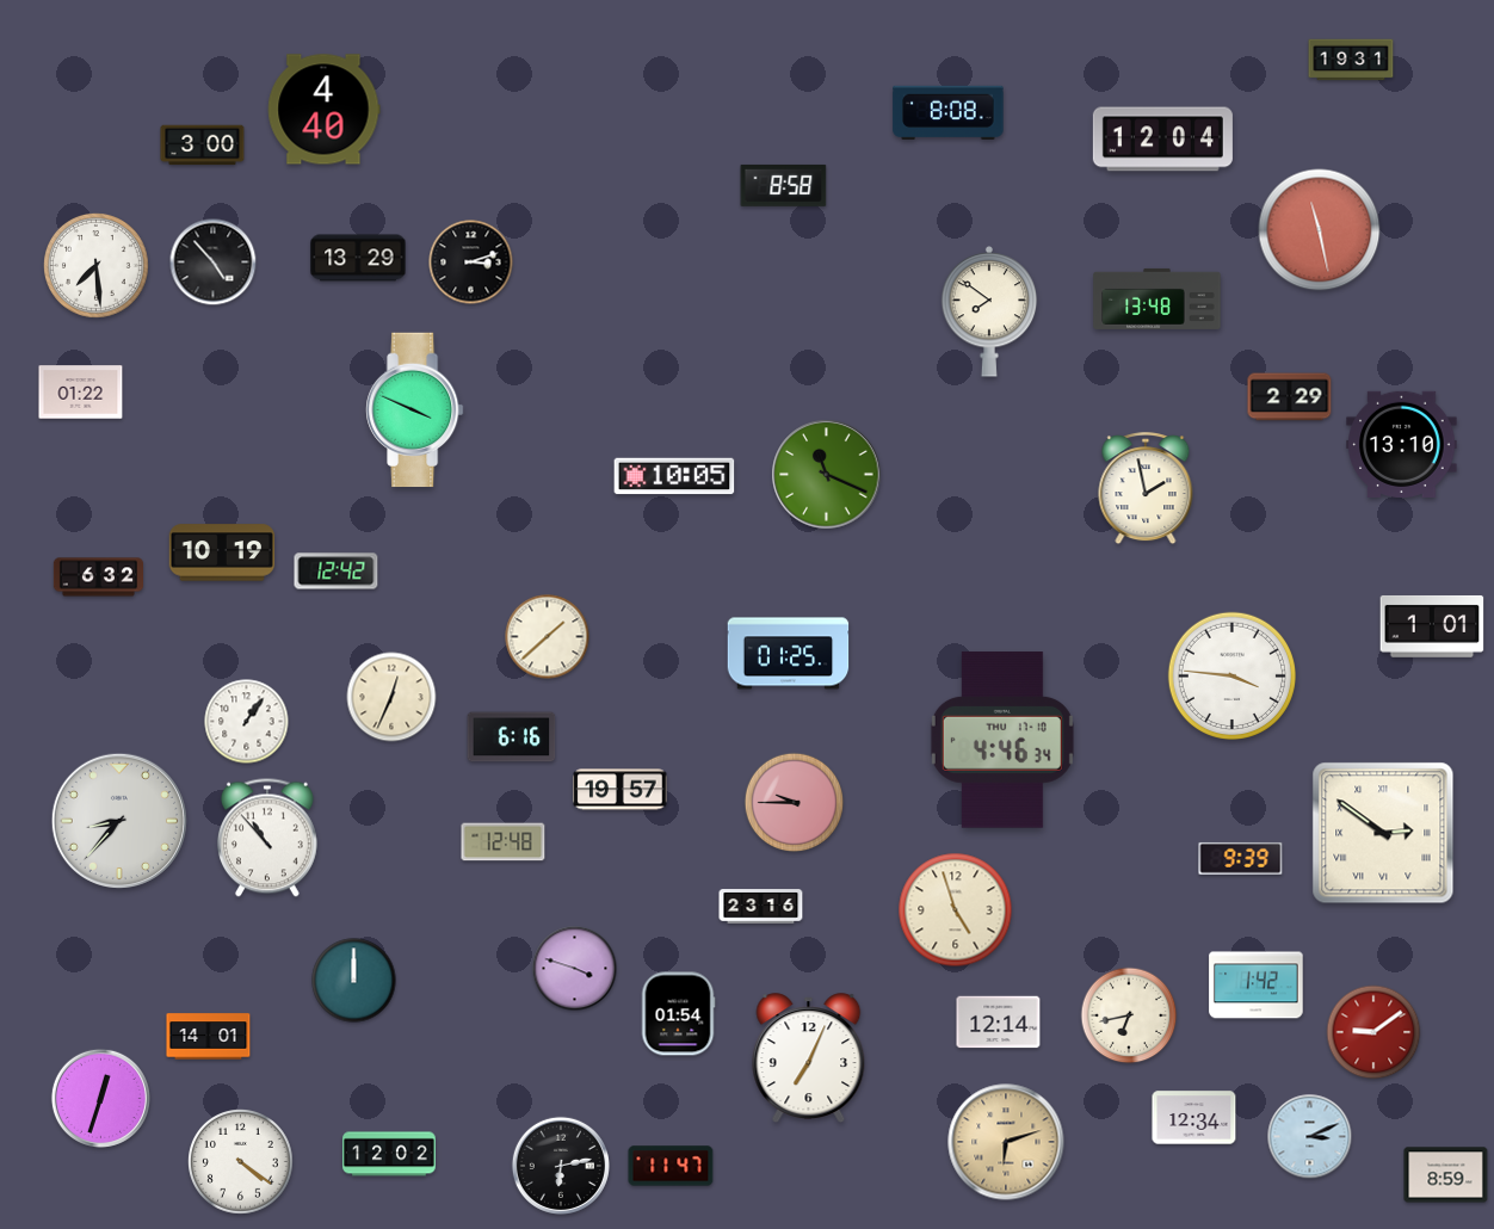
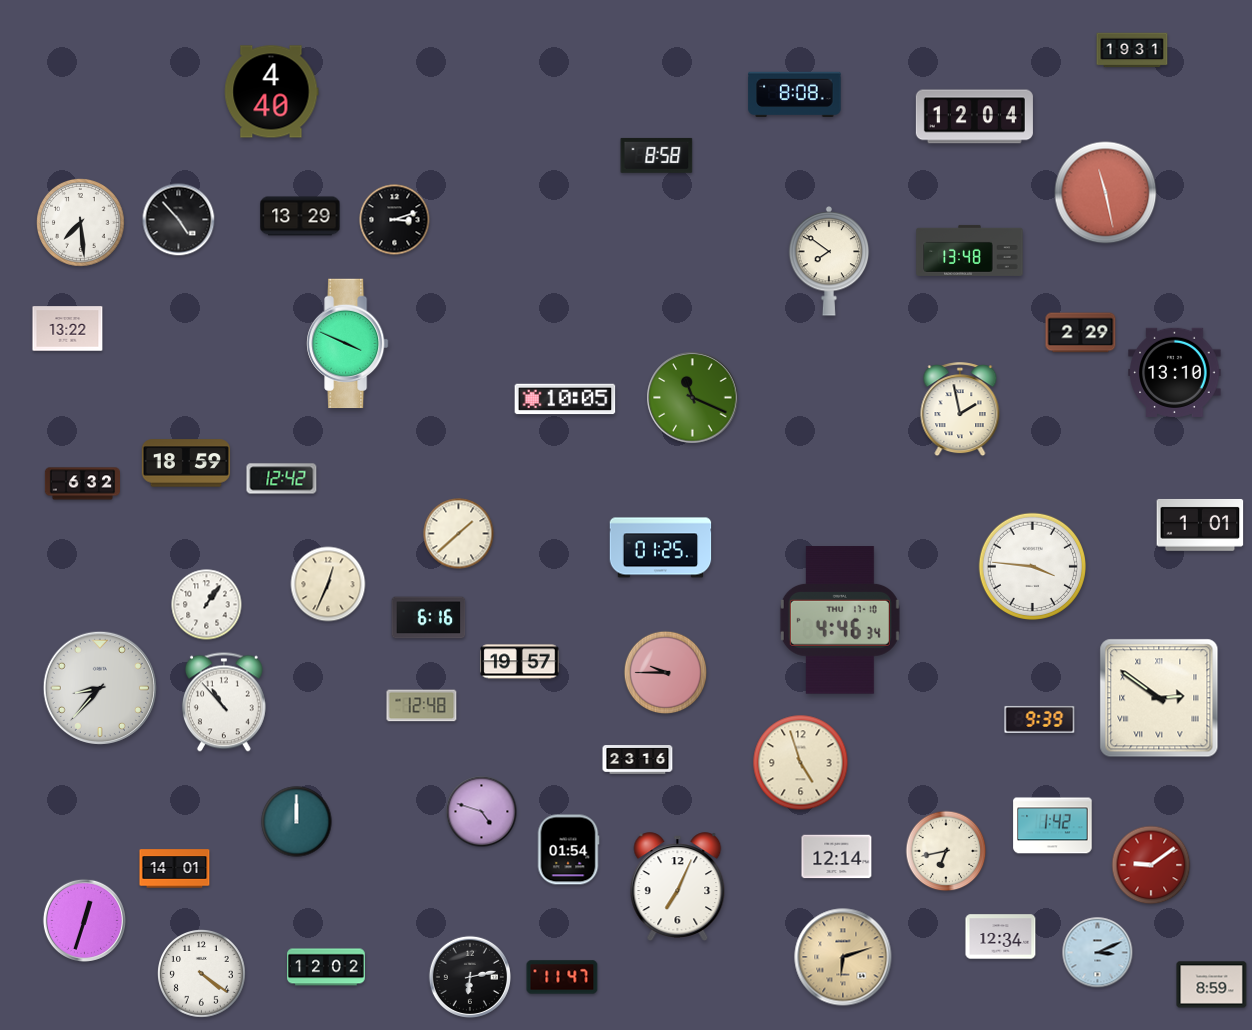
clock at (203, 146): 3:00 -> none
clock at (81, 393): 01:22 -> 13:22
clock at (222, 552): 10:19 -> 18:59
clock at (575, 969): 3:48 -> 4:48
